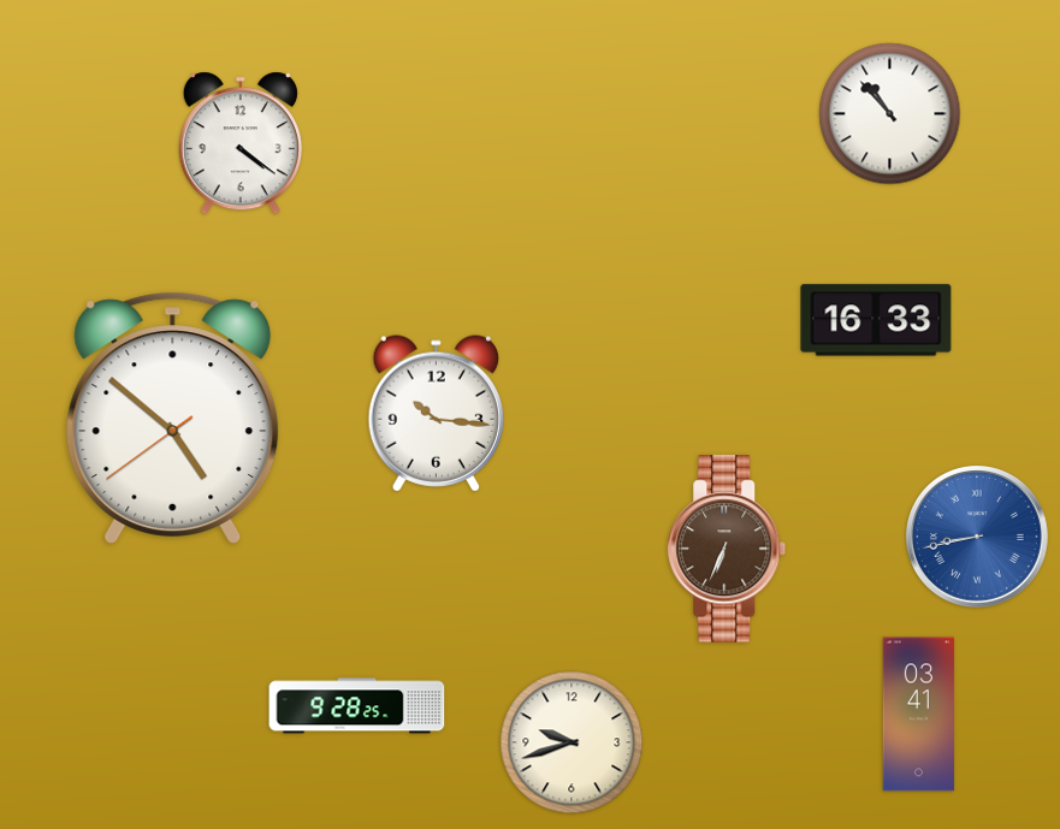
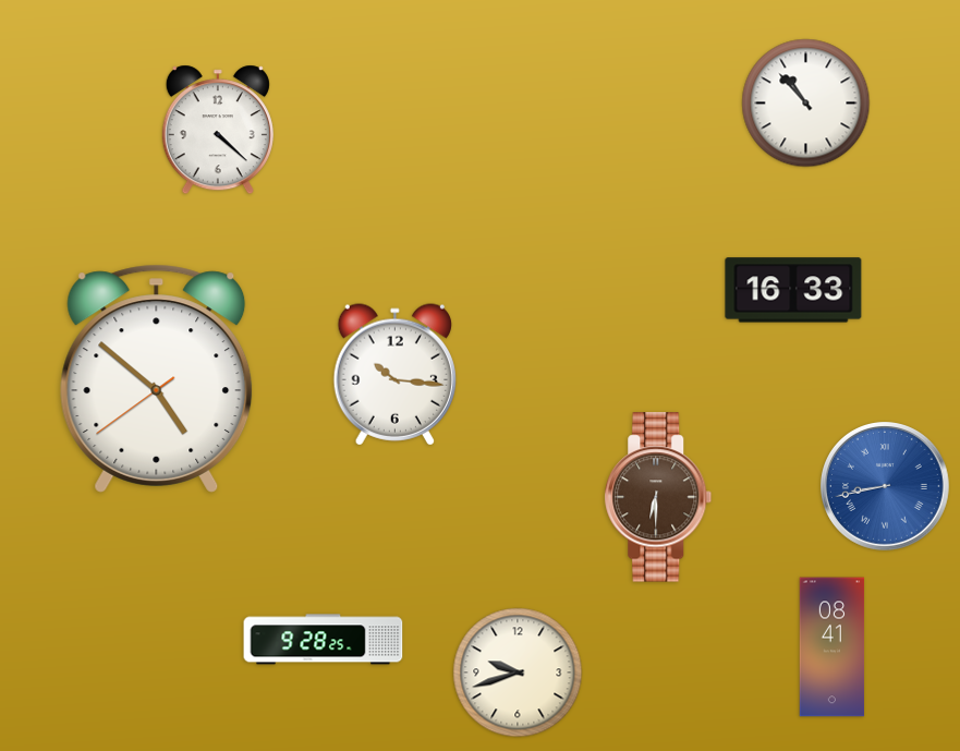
clock at (241, 143): 4:21 -> 4:22
clock at (727, 549): 6:34 -> 6:30
clock at (919, 715): 03:41 -> 08:41
